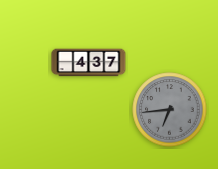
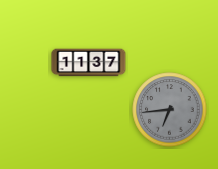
clock at (89, 63): 4:37 -> 11:37
